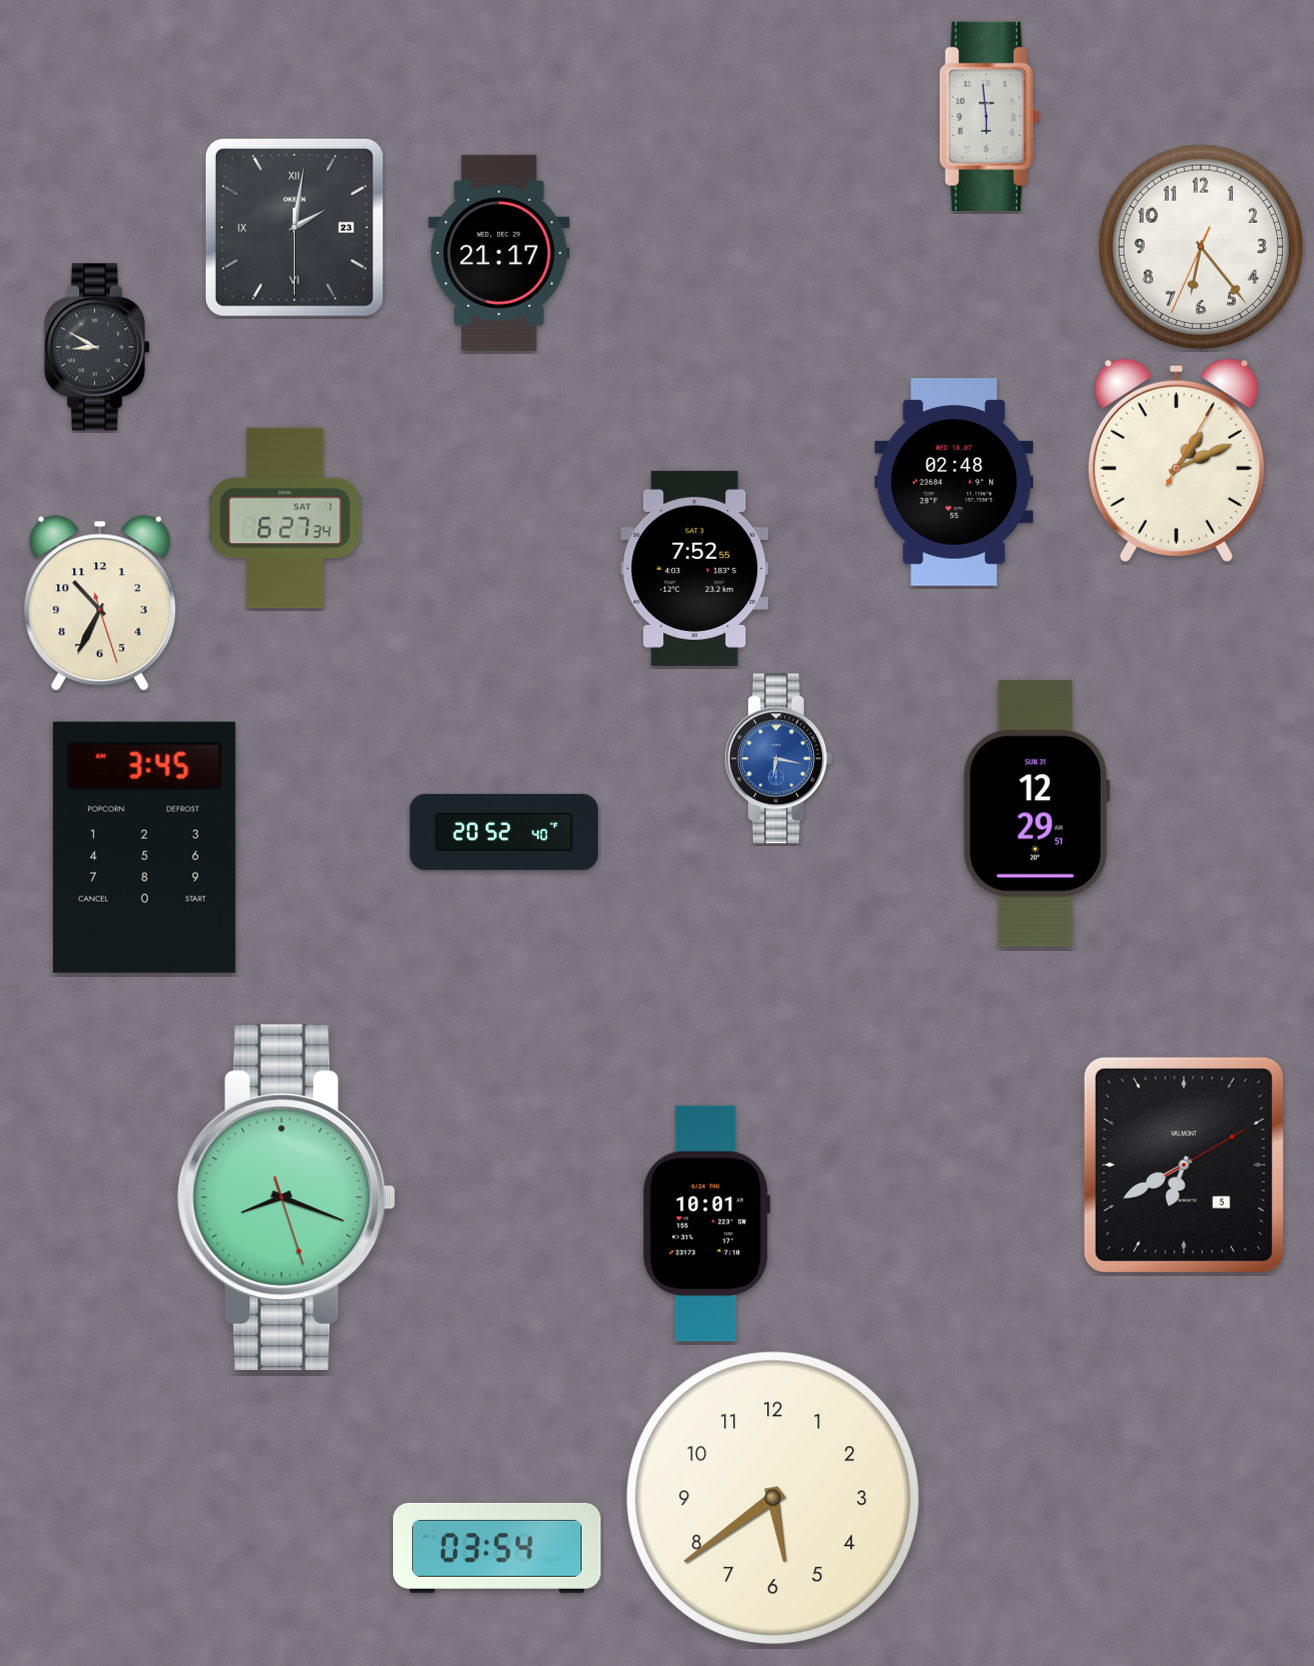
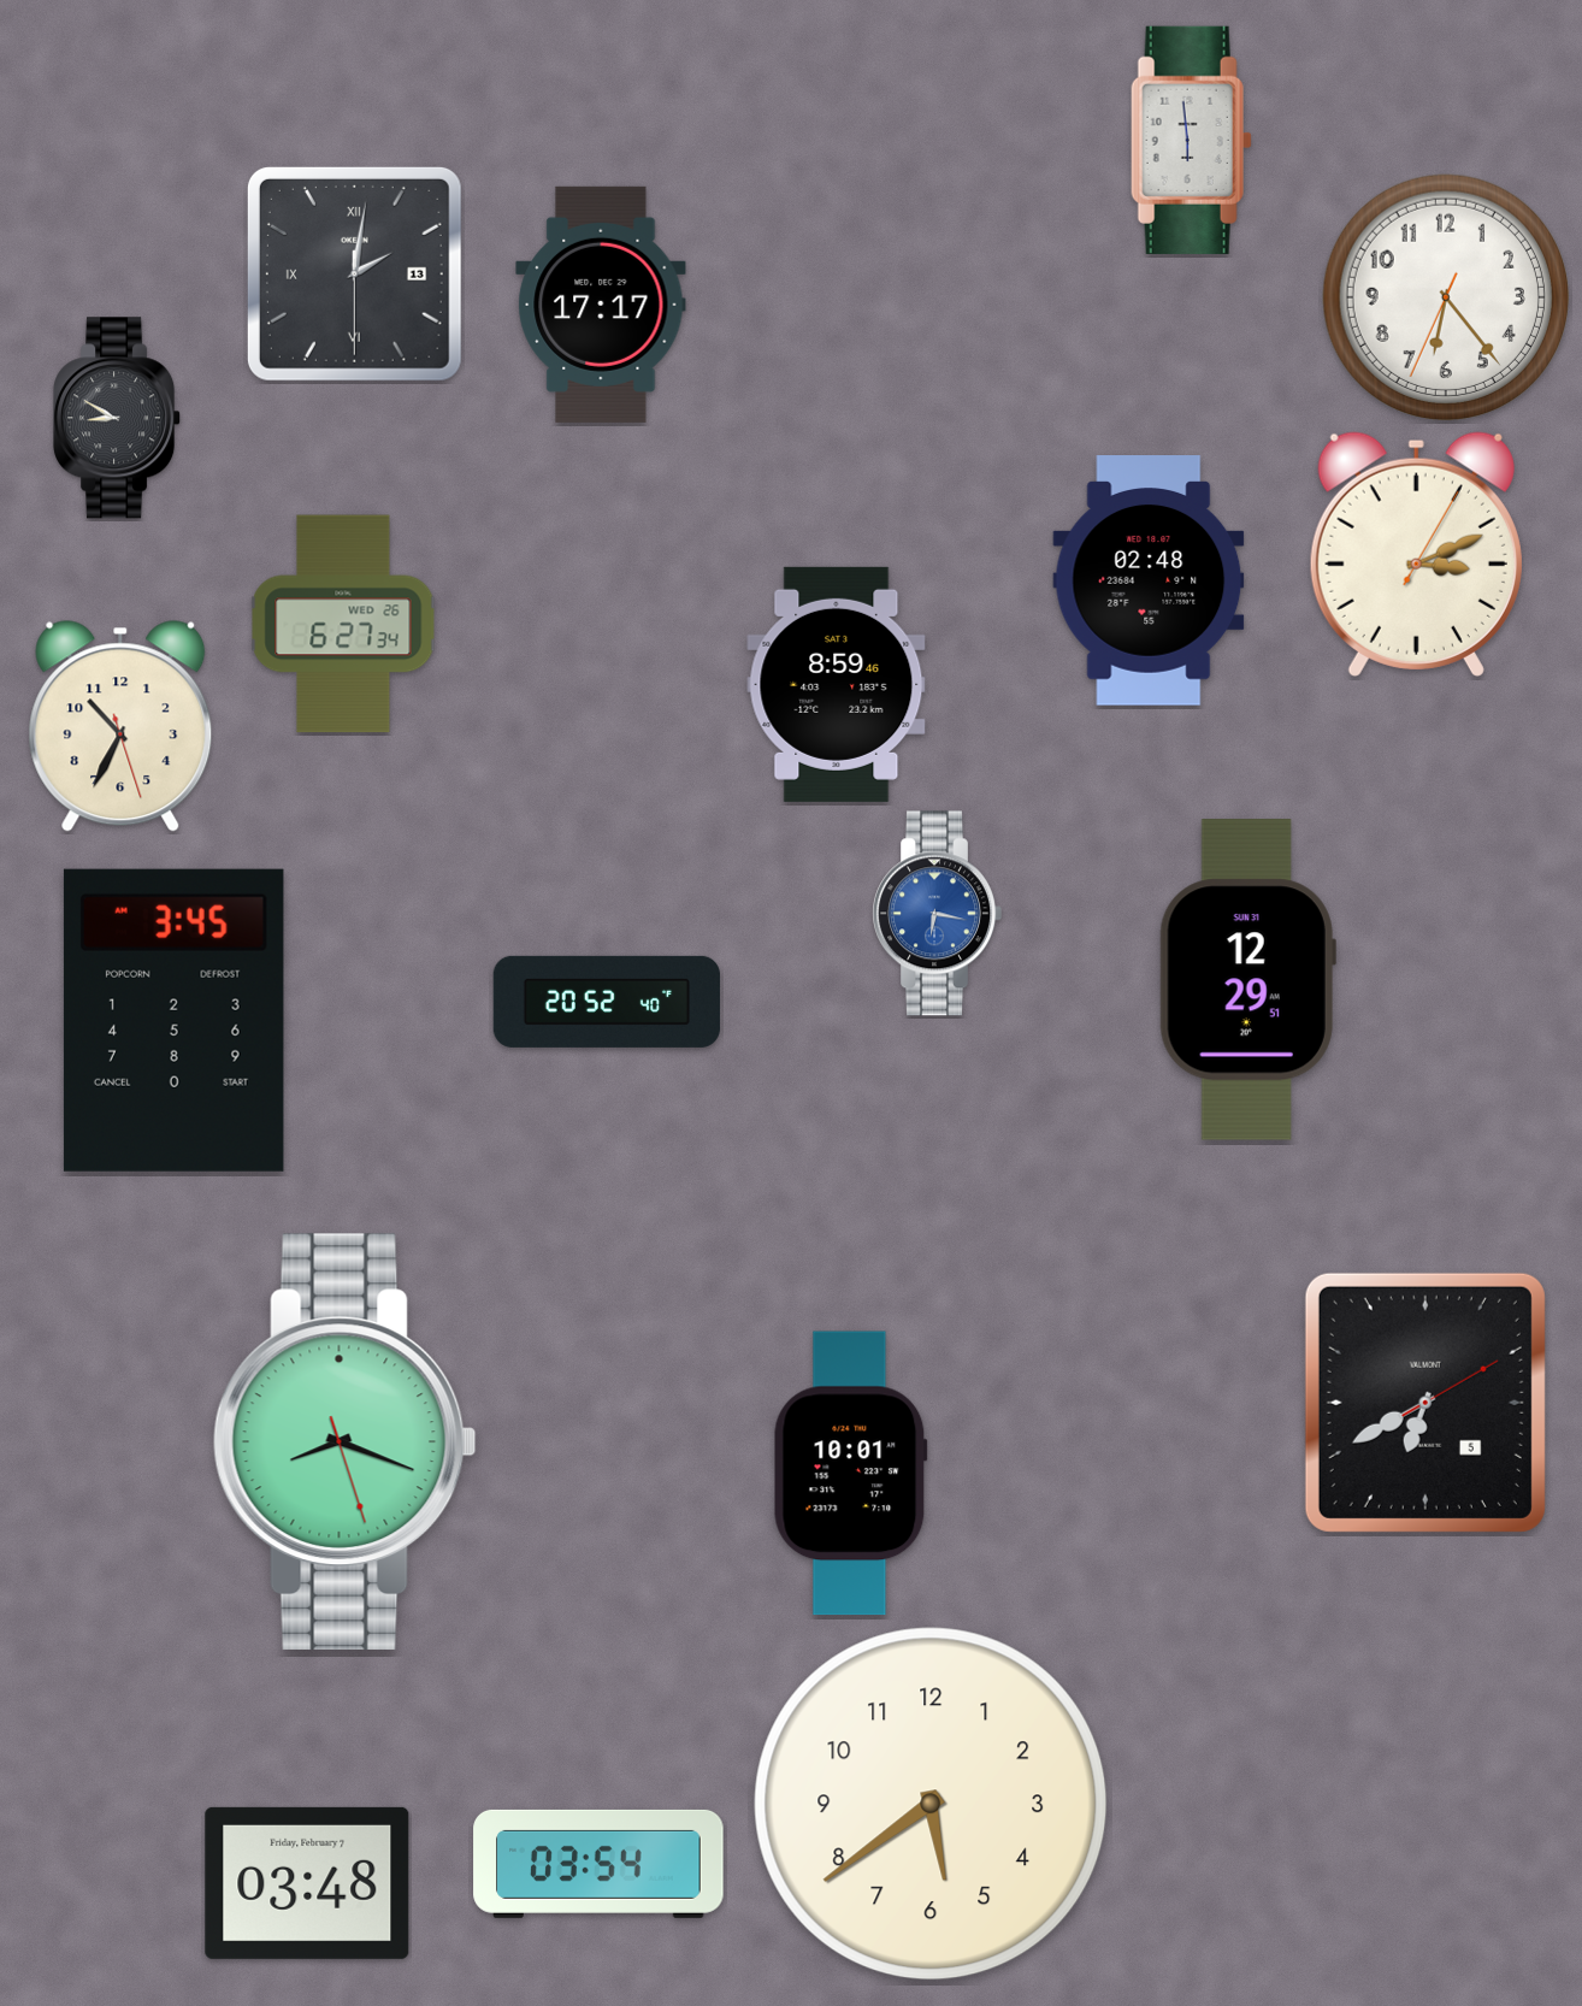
clock at (294, 227) date: 23 -> 13
clock at (499, 253): 21:17 -> 17:17
clock at (1176, 460): 1:11 -> 3:11
clock at (285, 518) date: SAT 1 -> WED 26
clock at (695, 568): 7:52 -> 8:59
clock at (307, 1883): none -> 03:48
